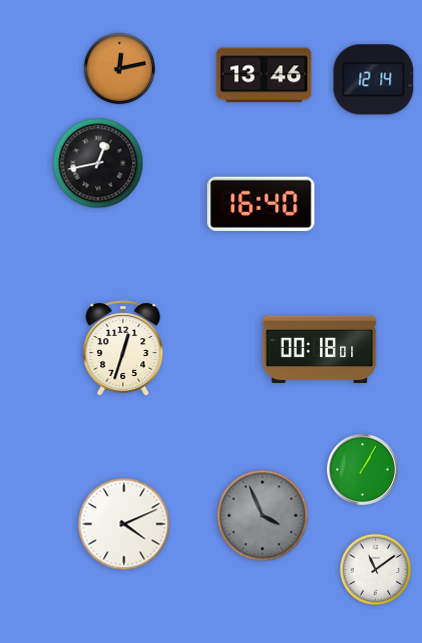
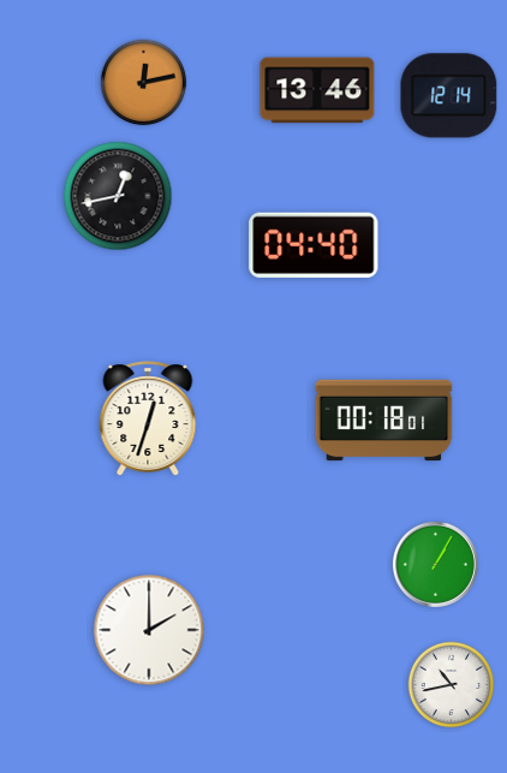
clock at (261, 204): 16:40 -> 04:40
clock at (263, 516): 3:56 -> none
clock at (124, 524): 4:11 -> 2:00
clock at (376, 570): 11:09 -> 10:43
